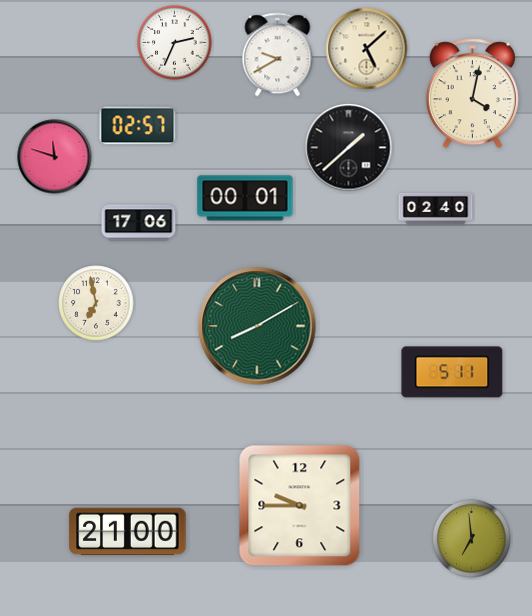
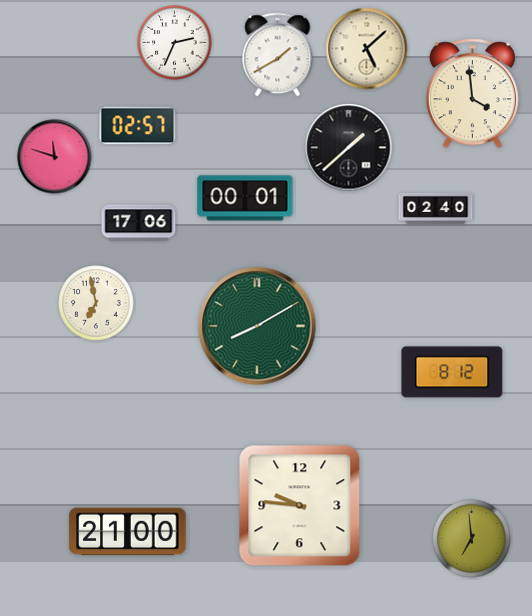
clock at (278, 55): 9:40 -> 1:40
clock at (472, 94): 4:02 -> 3:59
clock at (452, 372): 5:11 -> 8:12
clock at (300, 506): 9:45 -> 9:46
